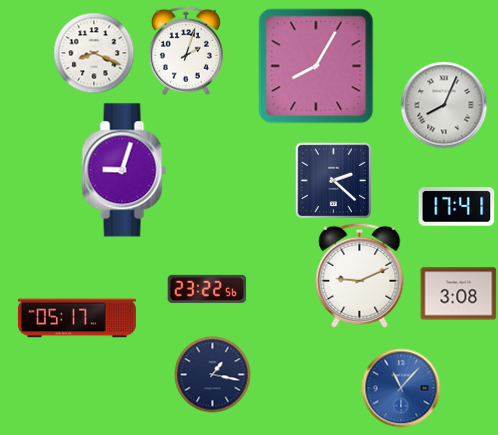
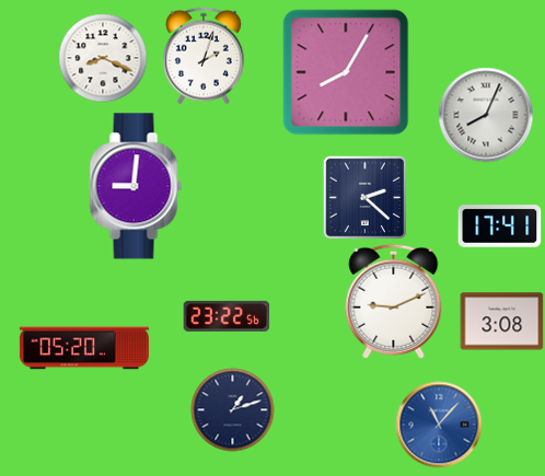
clock at (124, 170): 9:03 -> 9:01
clock at (77, 318): 05:17 -> 05:20
clock at (213, 375): 1:17 -> 1:12
